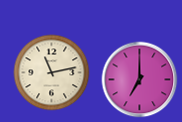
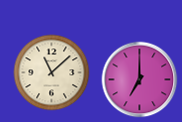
clock at (52, 73): 11:13 -> 11:08
